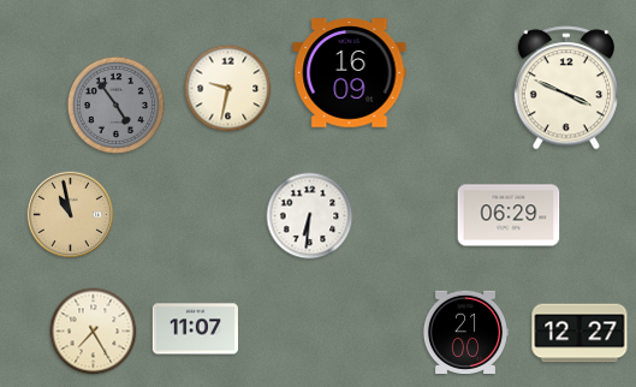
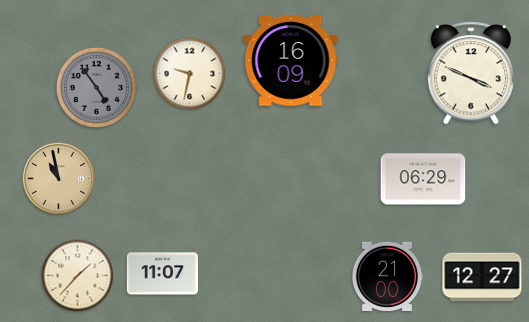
clock at (310, 216): 6:31 -> none
clock at (94, 332): 7:25 -> 1:37
